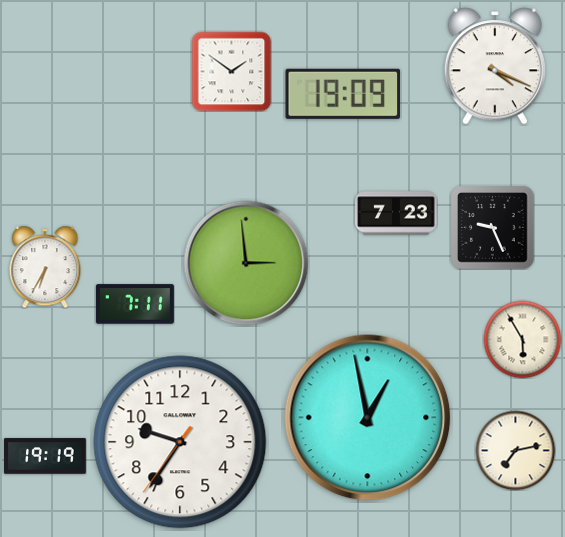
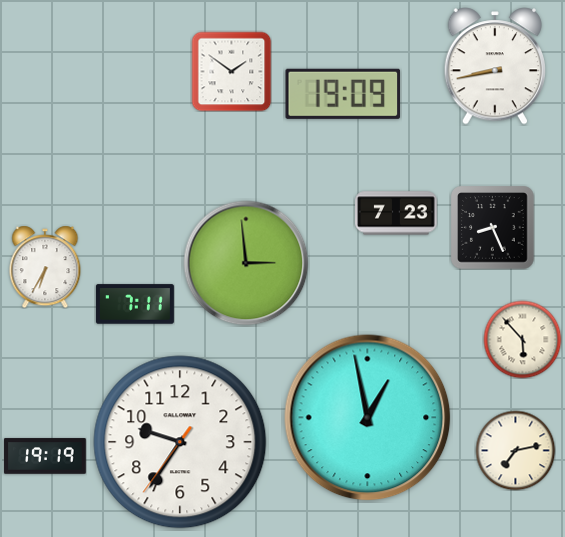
clock at (494, 66): 4:19 -> 8:43
clock at (492, 227): 9:26 -> 8:26
clock at (522, 339): 5:55 -> 5:53
